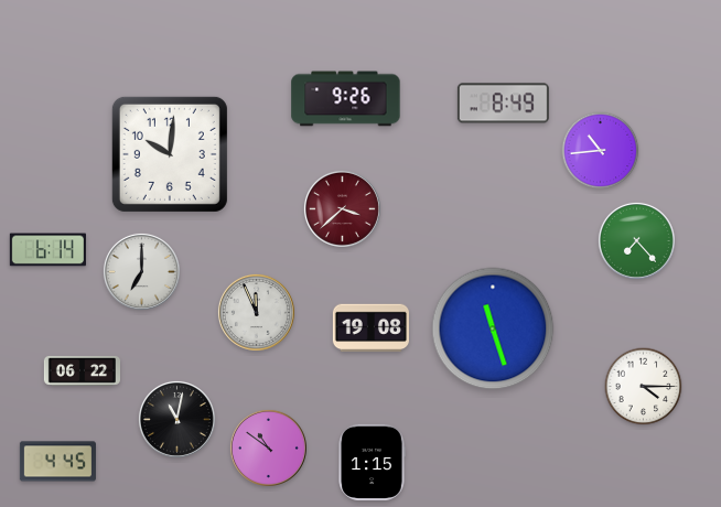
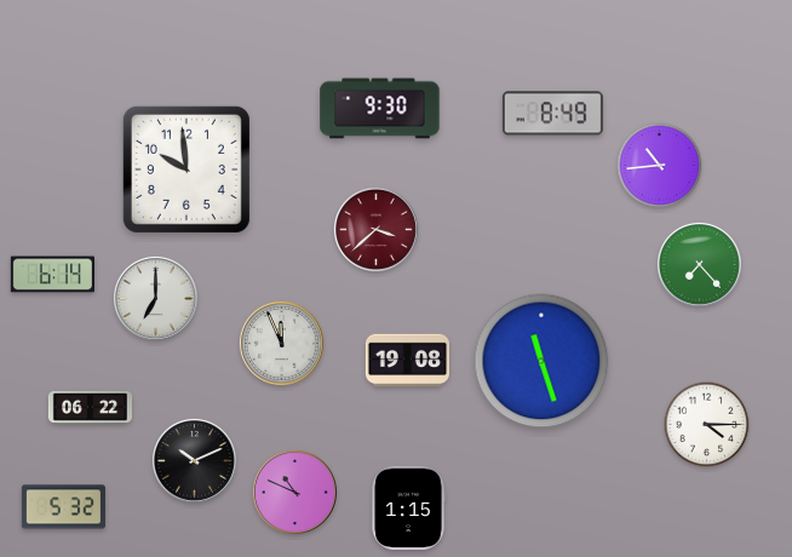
clock at (346, 99): 9:26 -> 9:30
clock at (170, 154): 10:01 -> 9:59
clock at (176, 419): 11:02 -> 10:11
clock at (268, 447): 10:51 -> 10:49
clock at (57, 462): 4:45 -> 5:32
